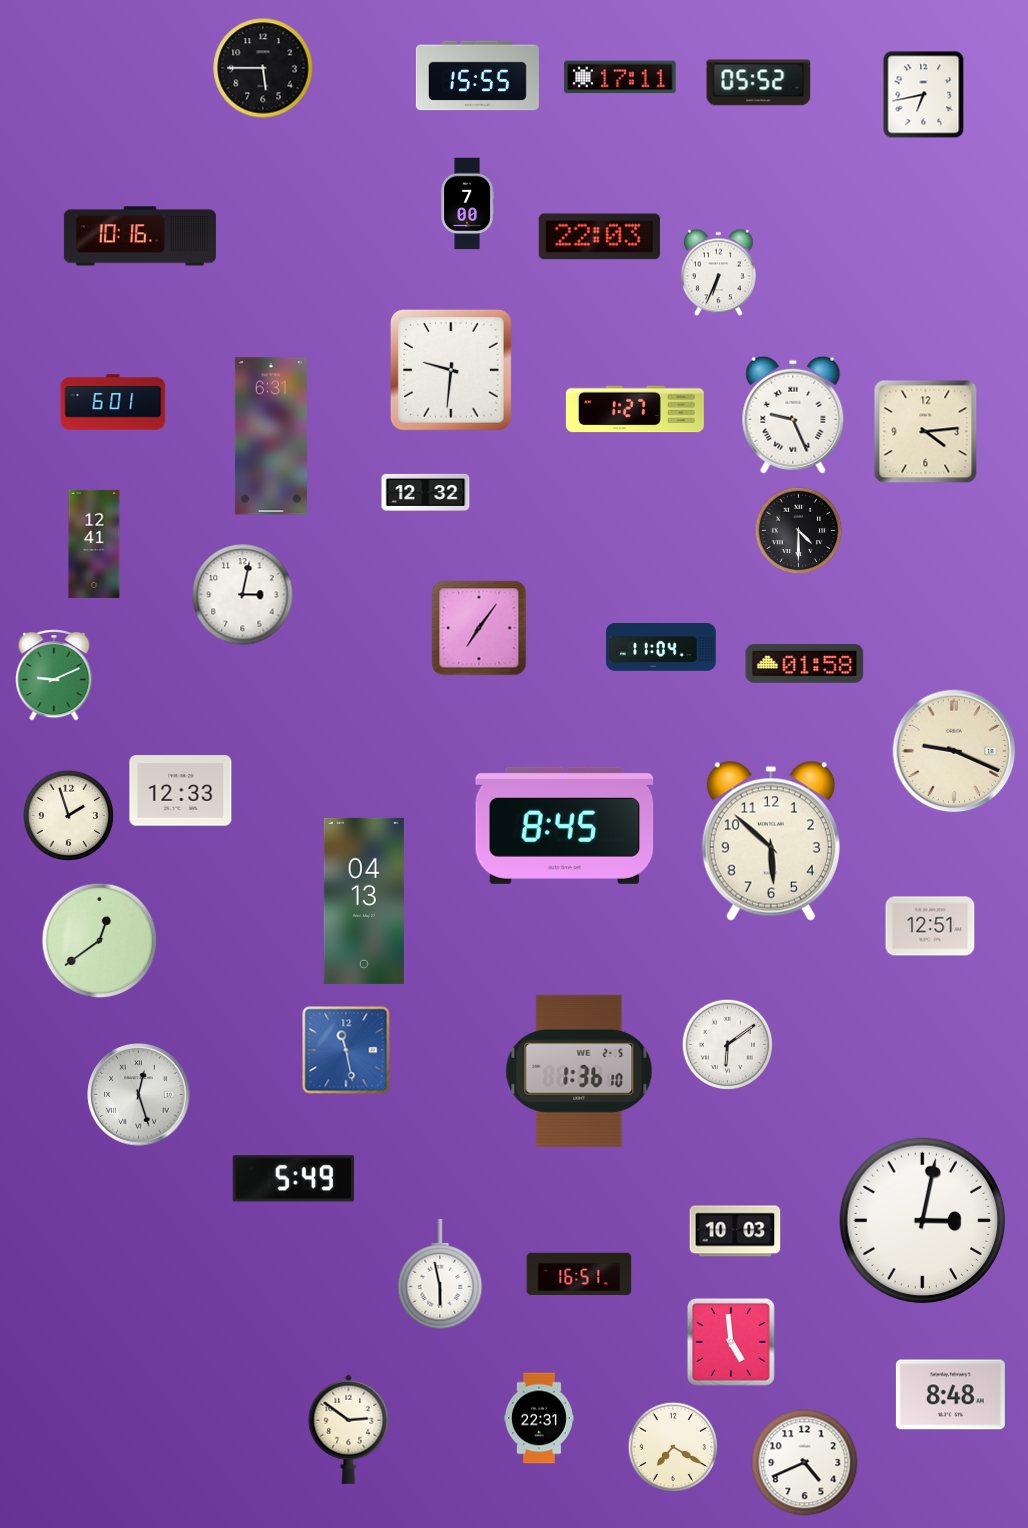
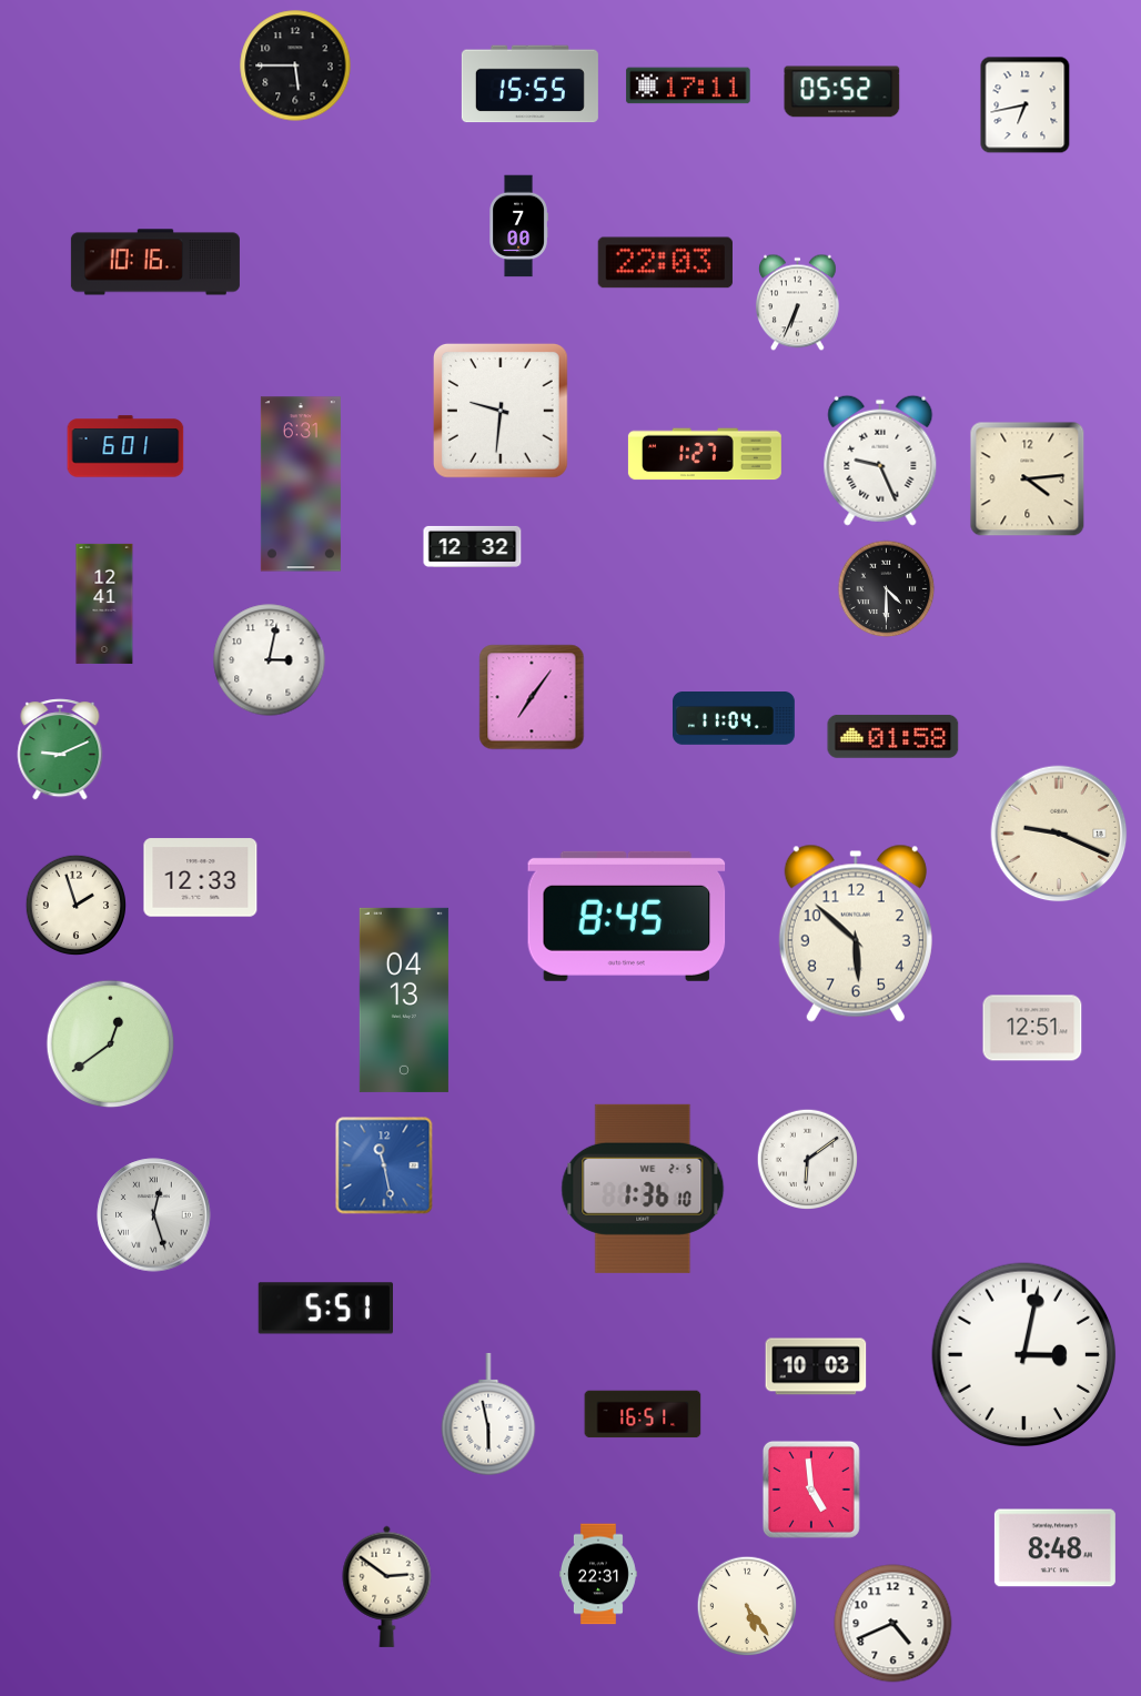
clock at (263, 68) position: (263, 68) -> (295, 65)
clock at (293, 1179): 5:49 -> 5:51
clock at (673, 1447): 7:20 -> 5:24
